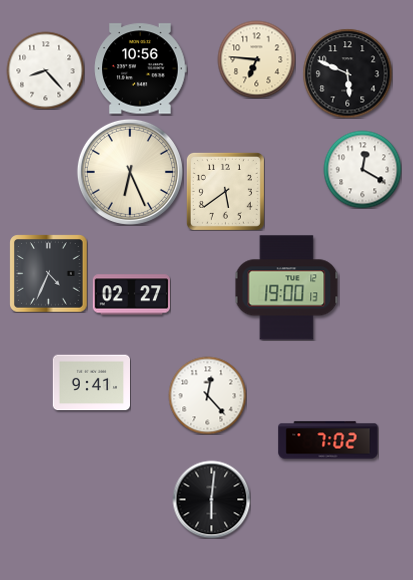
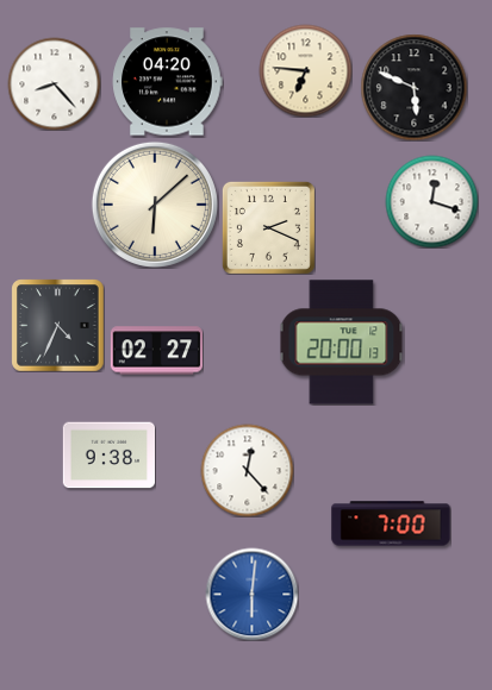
clock at (141, 69): 10:56 -> 04:20
clock at (362, 169): 12:20 -> 12:18
clock at (130, 172): 6:26 -> 6:08
clock at (225, 191): 5:39 -> 2:19
clock at (287, 288): 19:00 -> 20:00
clock at (91, 383): 9:41 -> 9:38
clock at (328, 440): 7:02 -> 7:00
clock at (211, 499) dial: black -> blue
